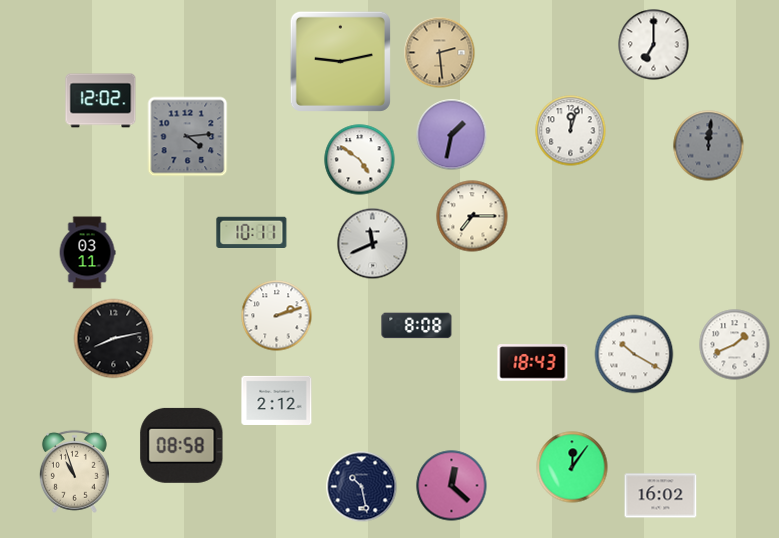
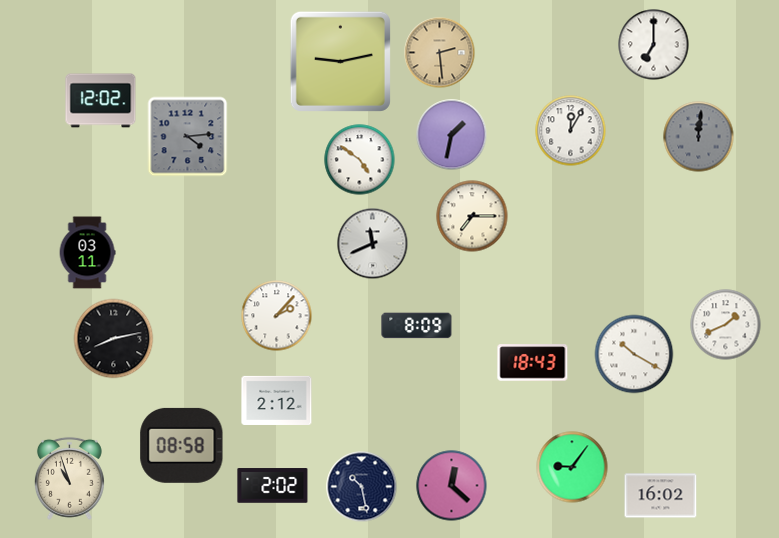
clock at (571, 131): 12:03 -> 12:05
clock at (709, 146) position: (709, 146) -> (699, 137)
clock at (252, 233): 10:11 -> none
clock at (277, 316): 2:12 -> 2:07
clock at (417, 326): 8:08 -> 8:09
clock at (735, 345) position: (735, 345) -> (726, 325)
clock at (572, 467): 12:06 -> 9:06
clock at (74, 471) position: (74, 471) -> (69, 478)
clock at (273, 486): none -> 2:02
